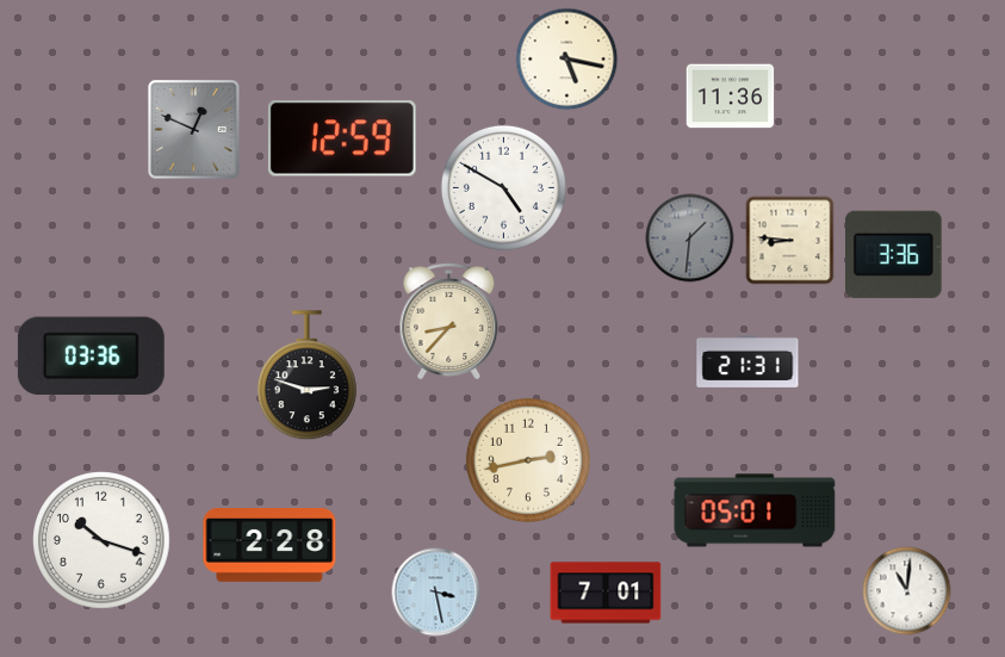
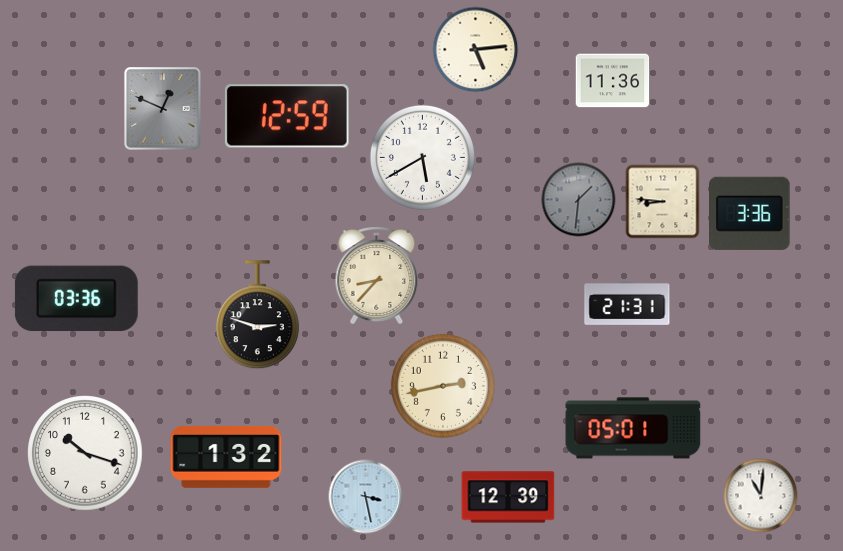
clock at (567, 60): 5:17 -> 5:14
clock at (503, 187): 4:50 -> 5:40
clock at (449, 322) position: (449, 322) -> (377, 276)
clock at (269, 546): 2:28 -> 1:32
clock at (606, 593): 7:01 -> 12:39
